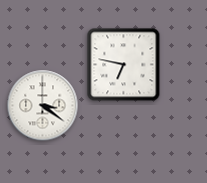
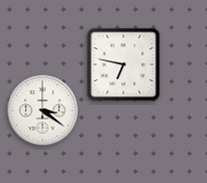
clock at (43, 106) position: (43, 106) -> (43, 111)
